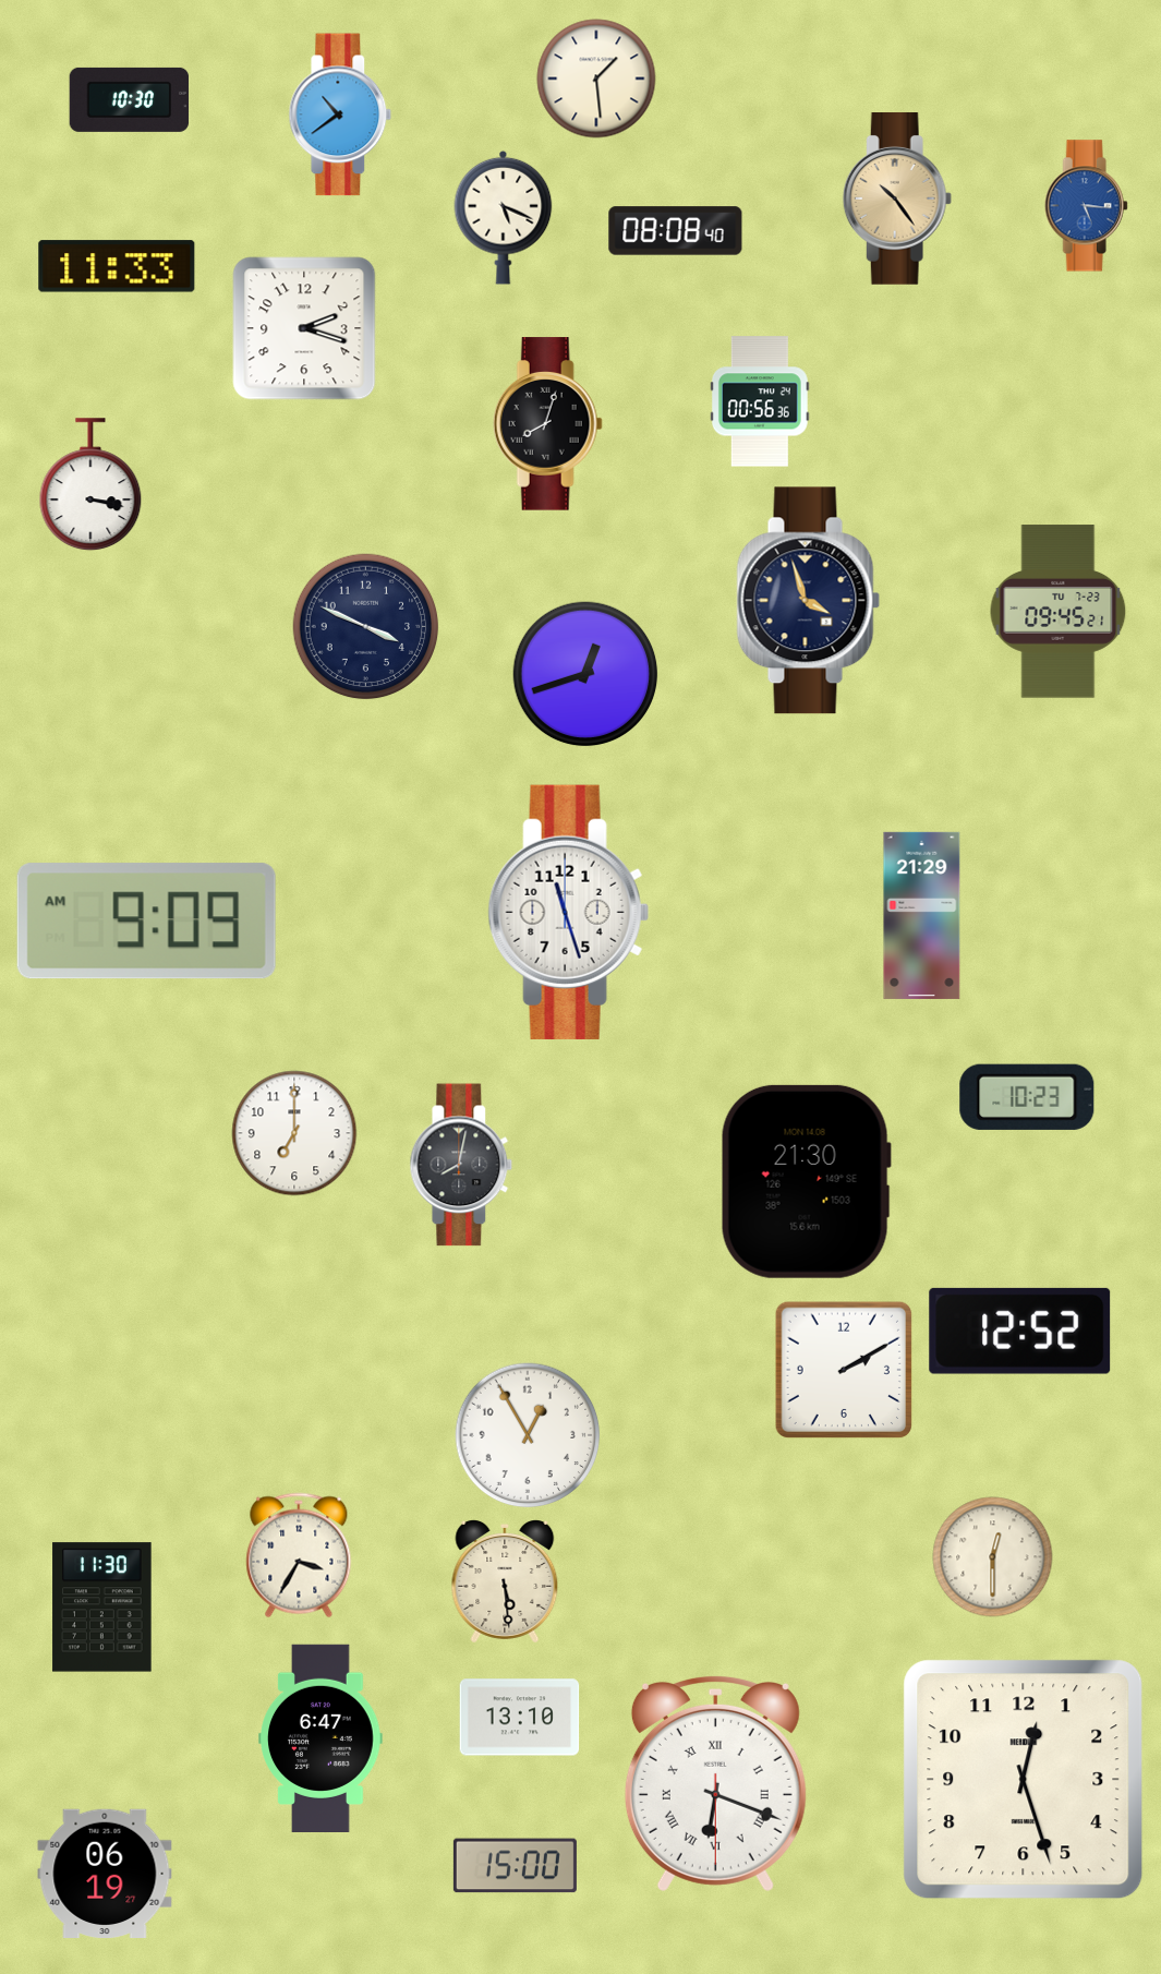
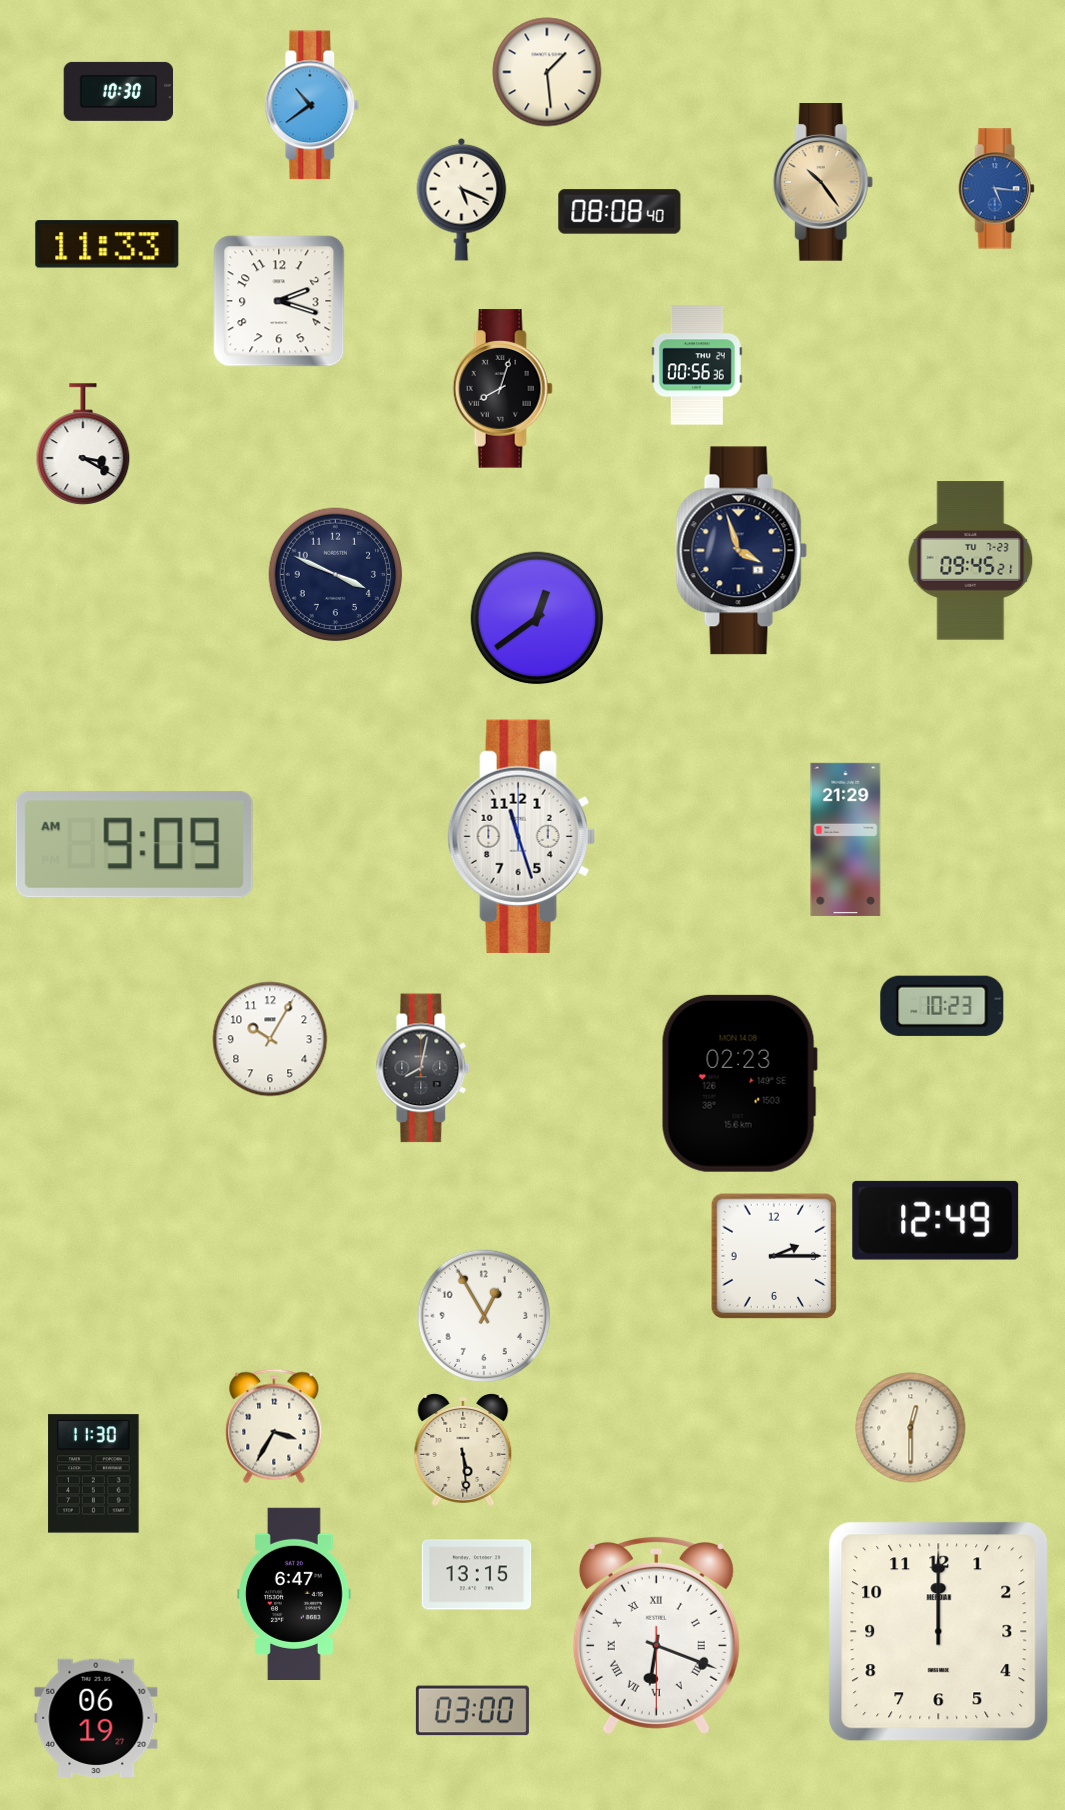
clock at (760, 401) position: (760, 401) -> (697, 365)
clock at (90, 485): 3:17 -> 3:20
clock at (585, 674): 12:42 -> 12:39
clock at (294, 1133): 7:00 -> 10:05
clock at (806, 1181): 21:30 -> 02:23
clock at (1020, 1331): 12:52 -> 12:49
clock at (844, 1370): 2:10 -> 2:15
clock at (520, 1718): 13:10 -> 13:15
clock at (1024, 1780): 12:27 -> 12:00
clock at (515, 1866): 15:00 -> 03:00
